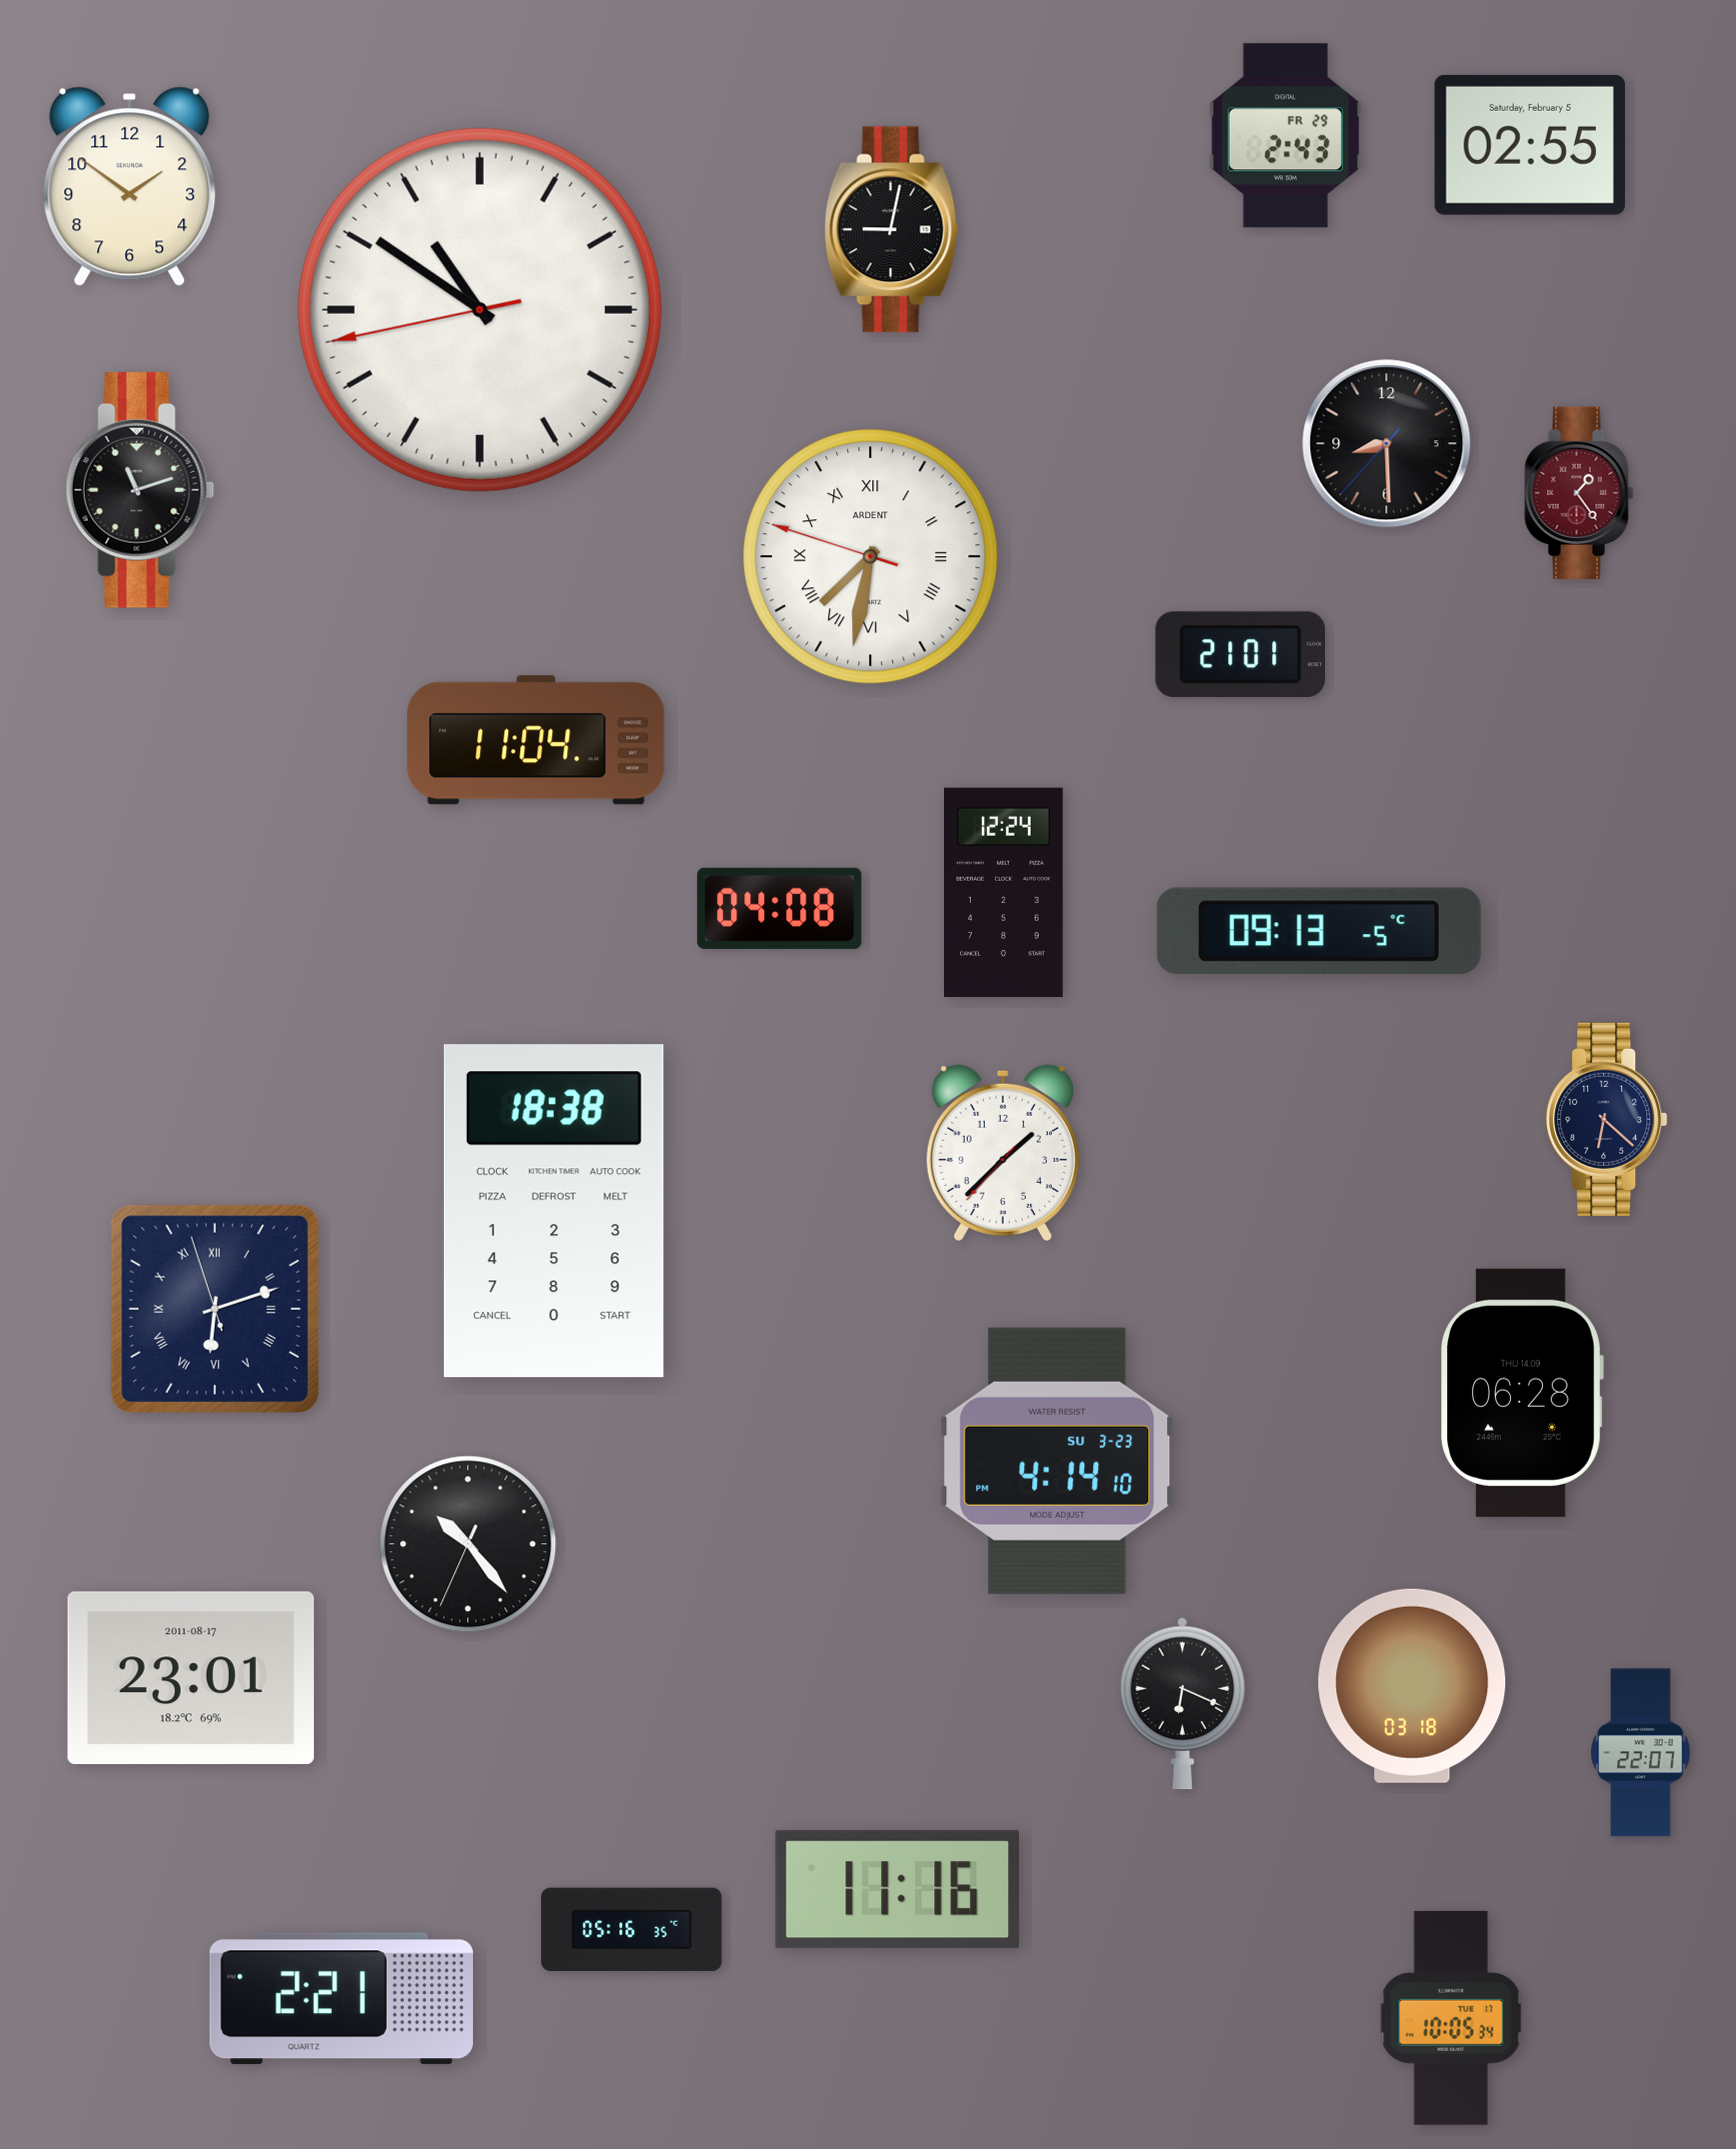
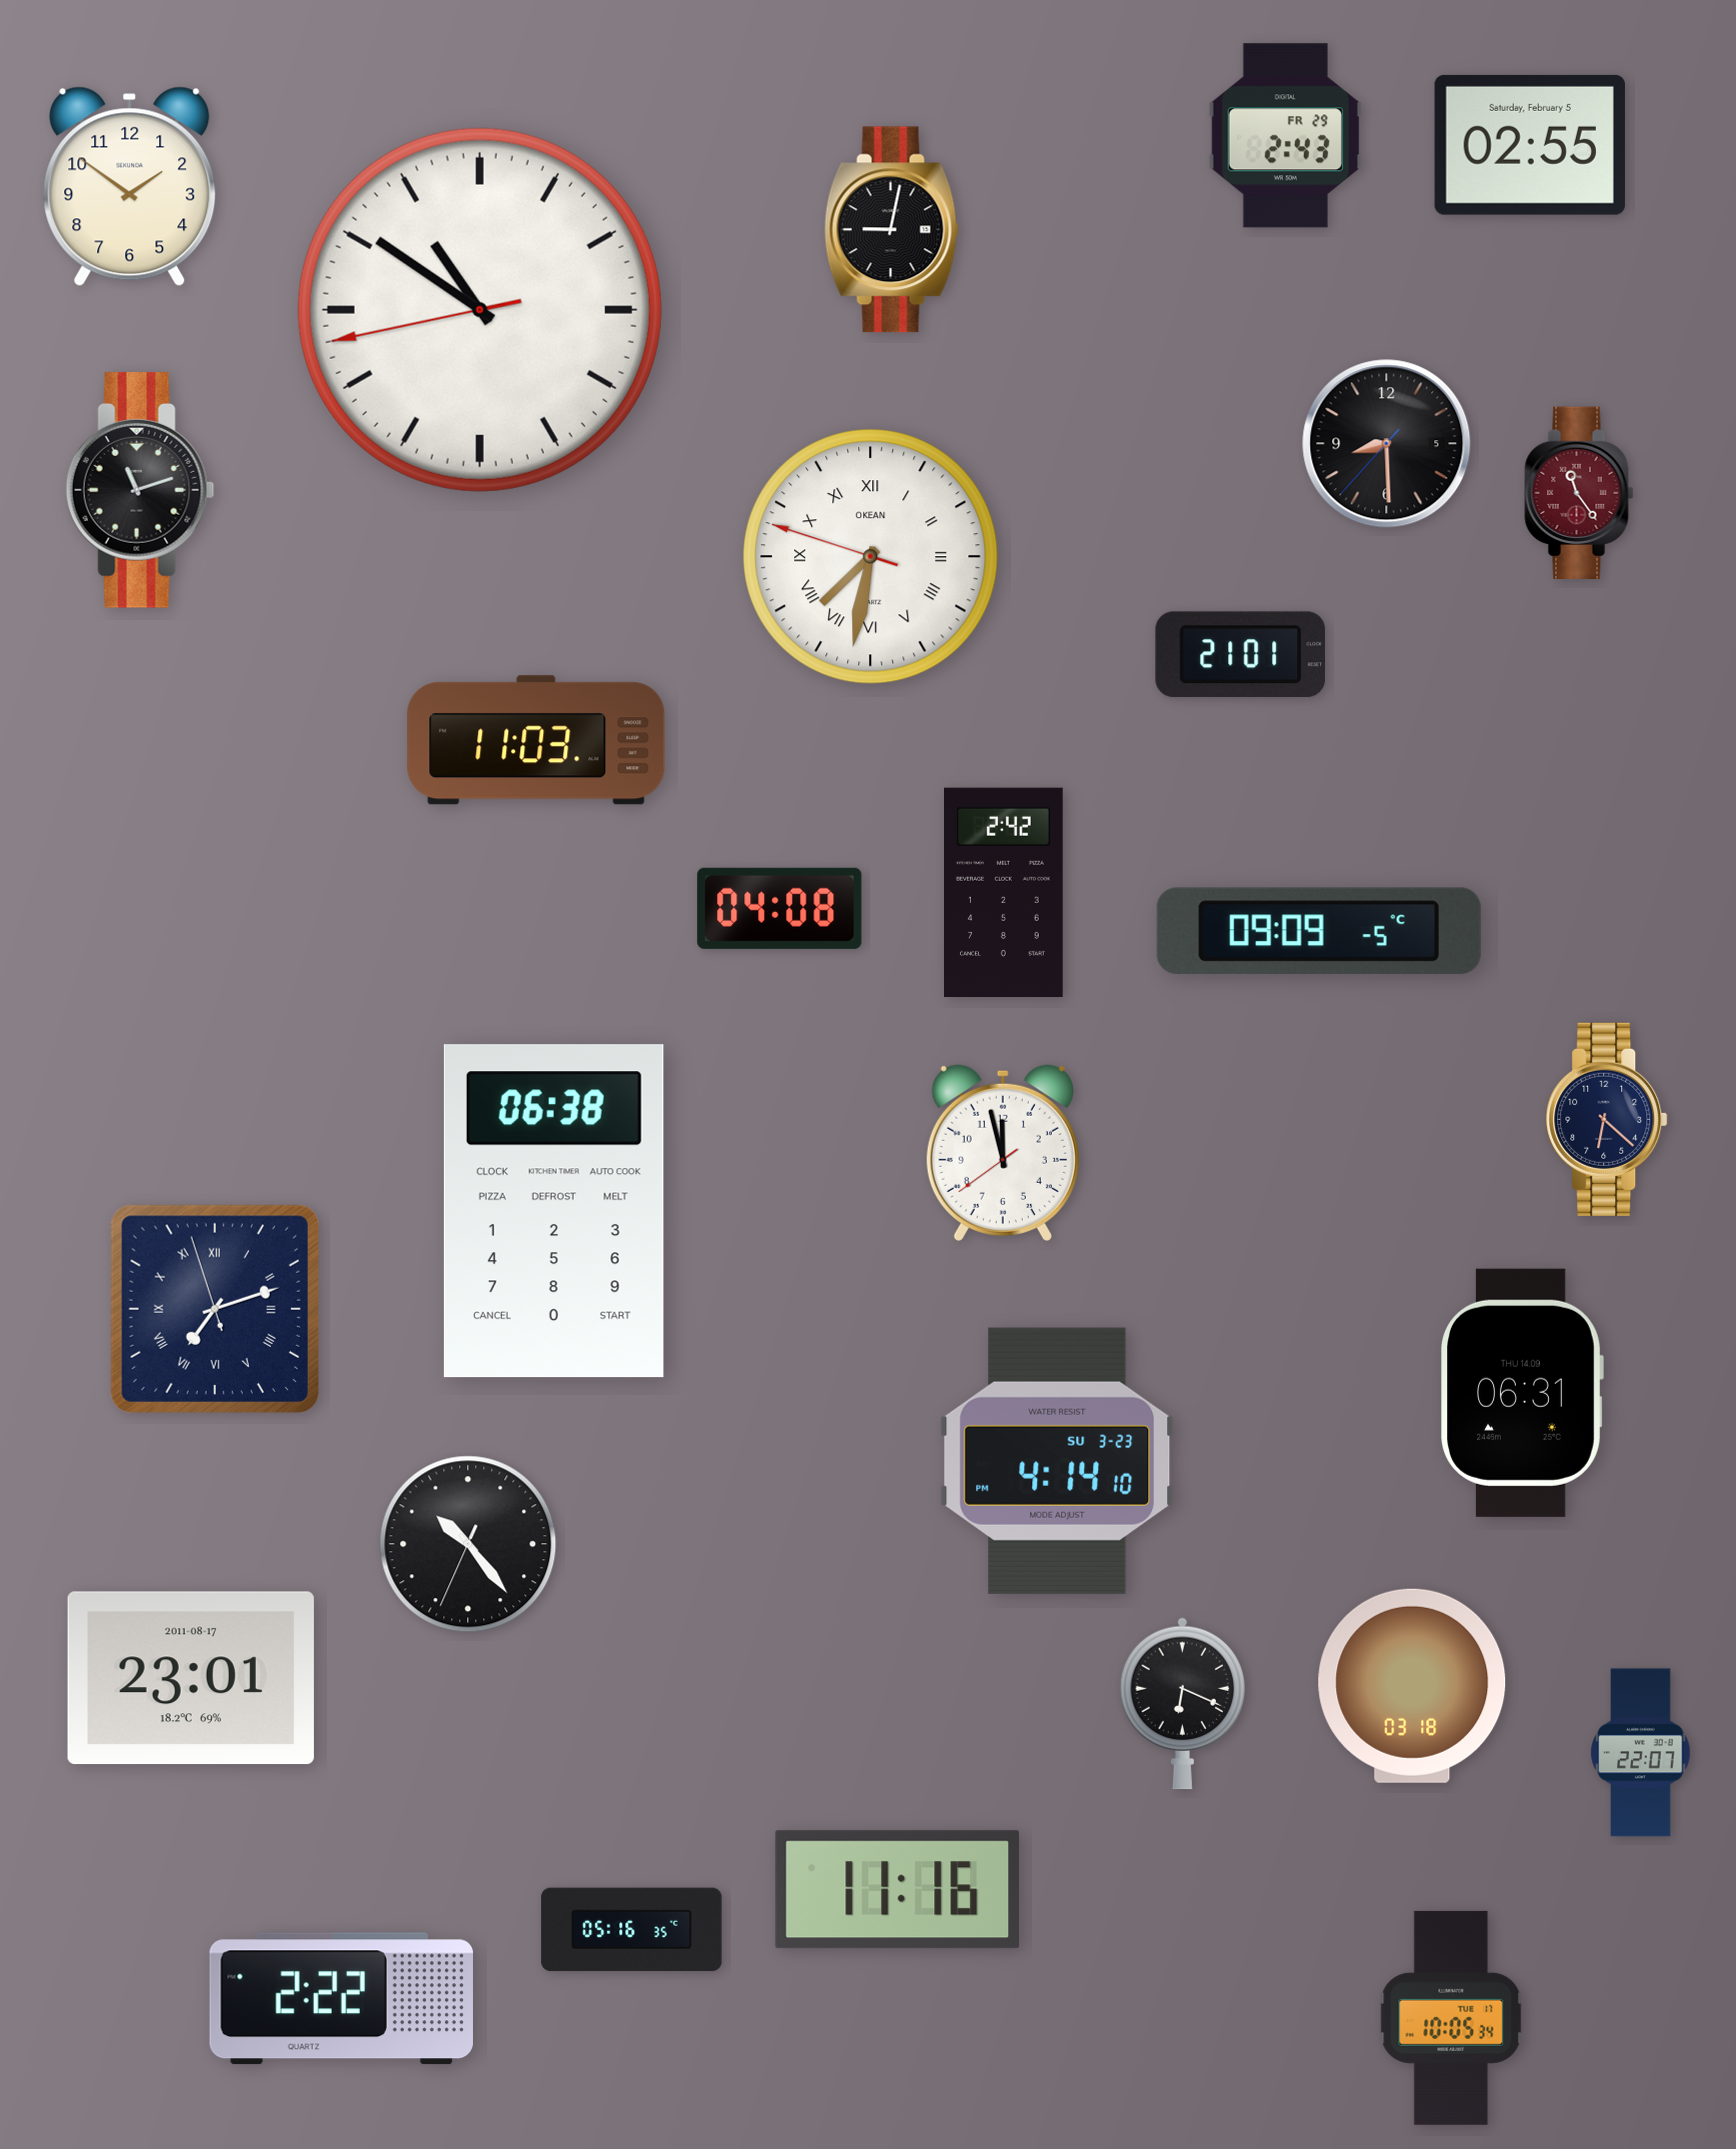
clock at (1579, 492): 1:24 -> 11:24
clock at (871, 557) brand: ARDENT -> OKEAN
clock at (536, 740): 11:04 -> 11:03
clock at (1004, 892): 12:24 -> 2:42
clock at (1319, 931): 09:13 -> 09:09
clock at (1003, 1153): 1:37 -> 11:57
clock at (554, 1211): 18:38 -> 06:38
clock at (215, 1309): 6:11 -> 7:11
clock at (1522, 1393): 06:28 -> 06:31
clock at (341, 1999): 2:21 -> 2:22
